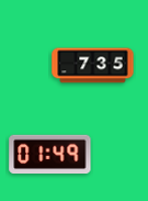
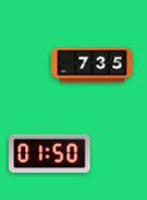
clock at (50, 155): 01:49 -> 01:50
